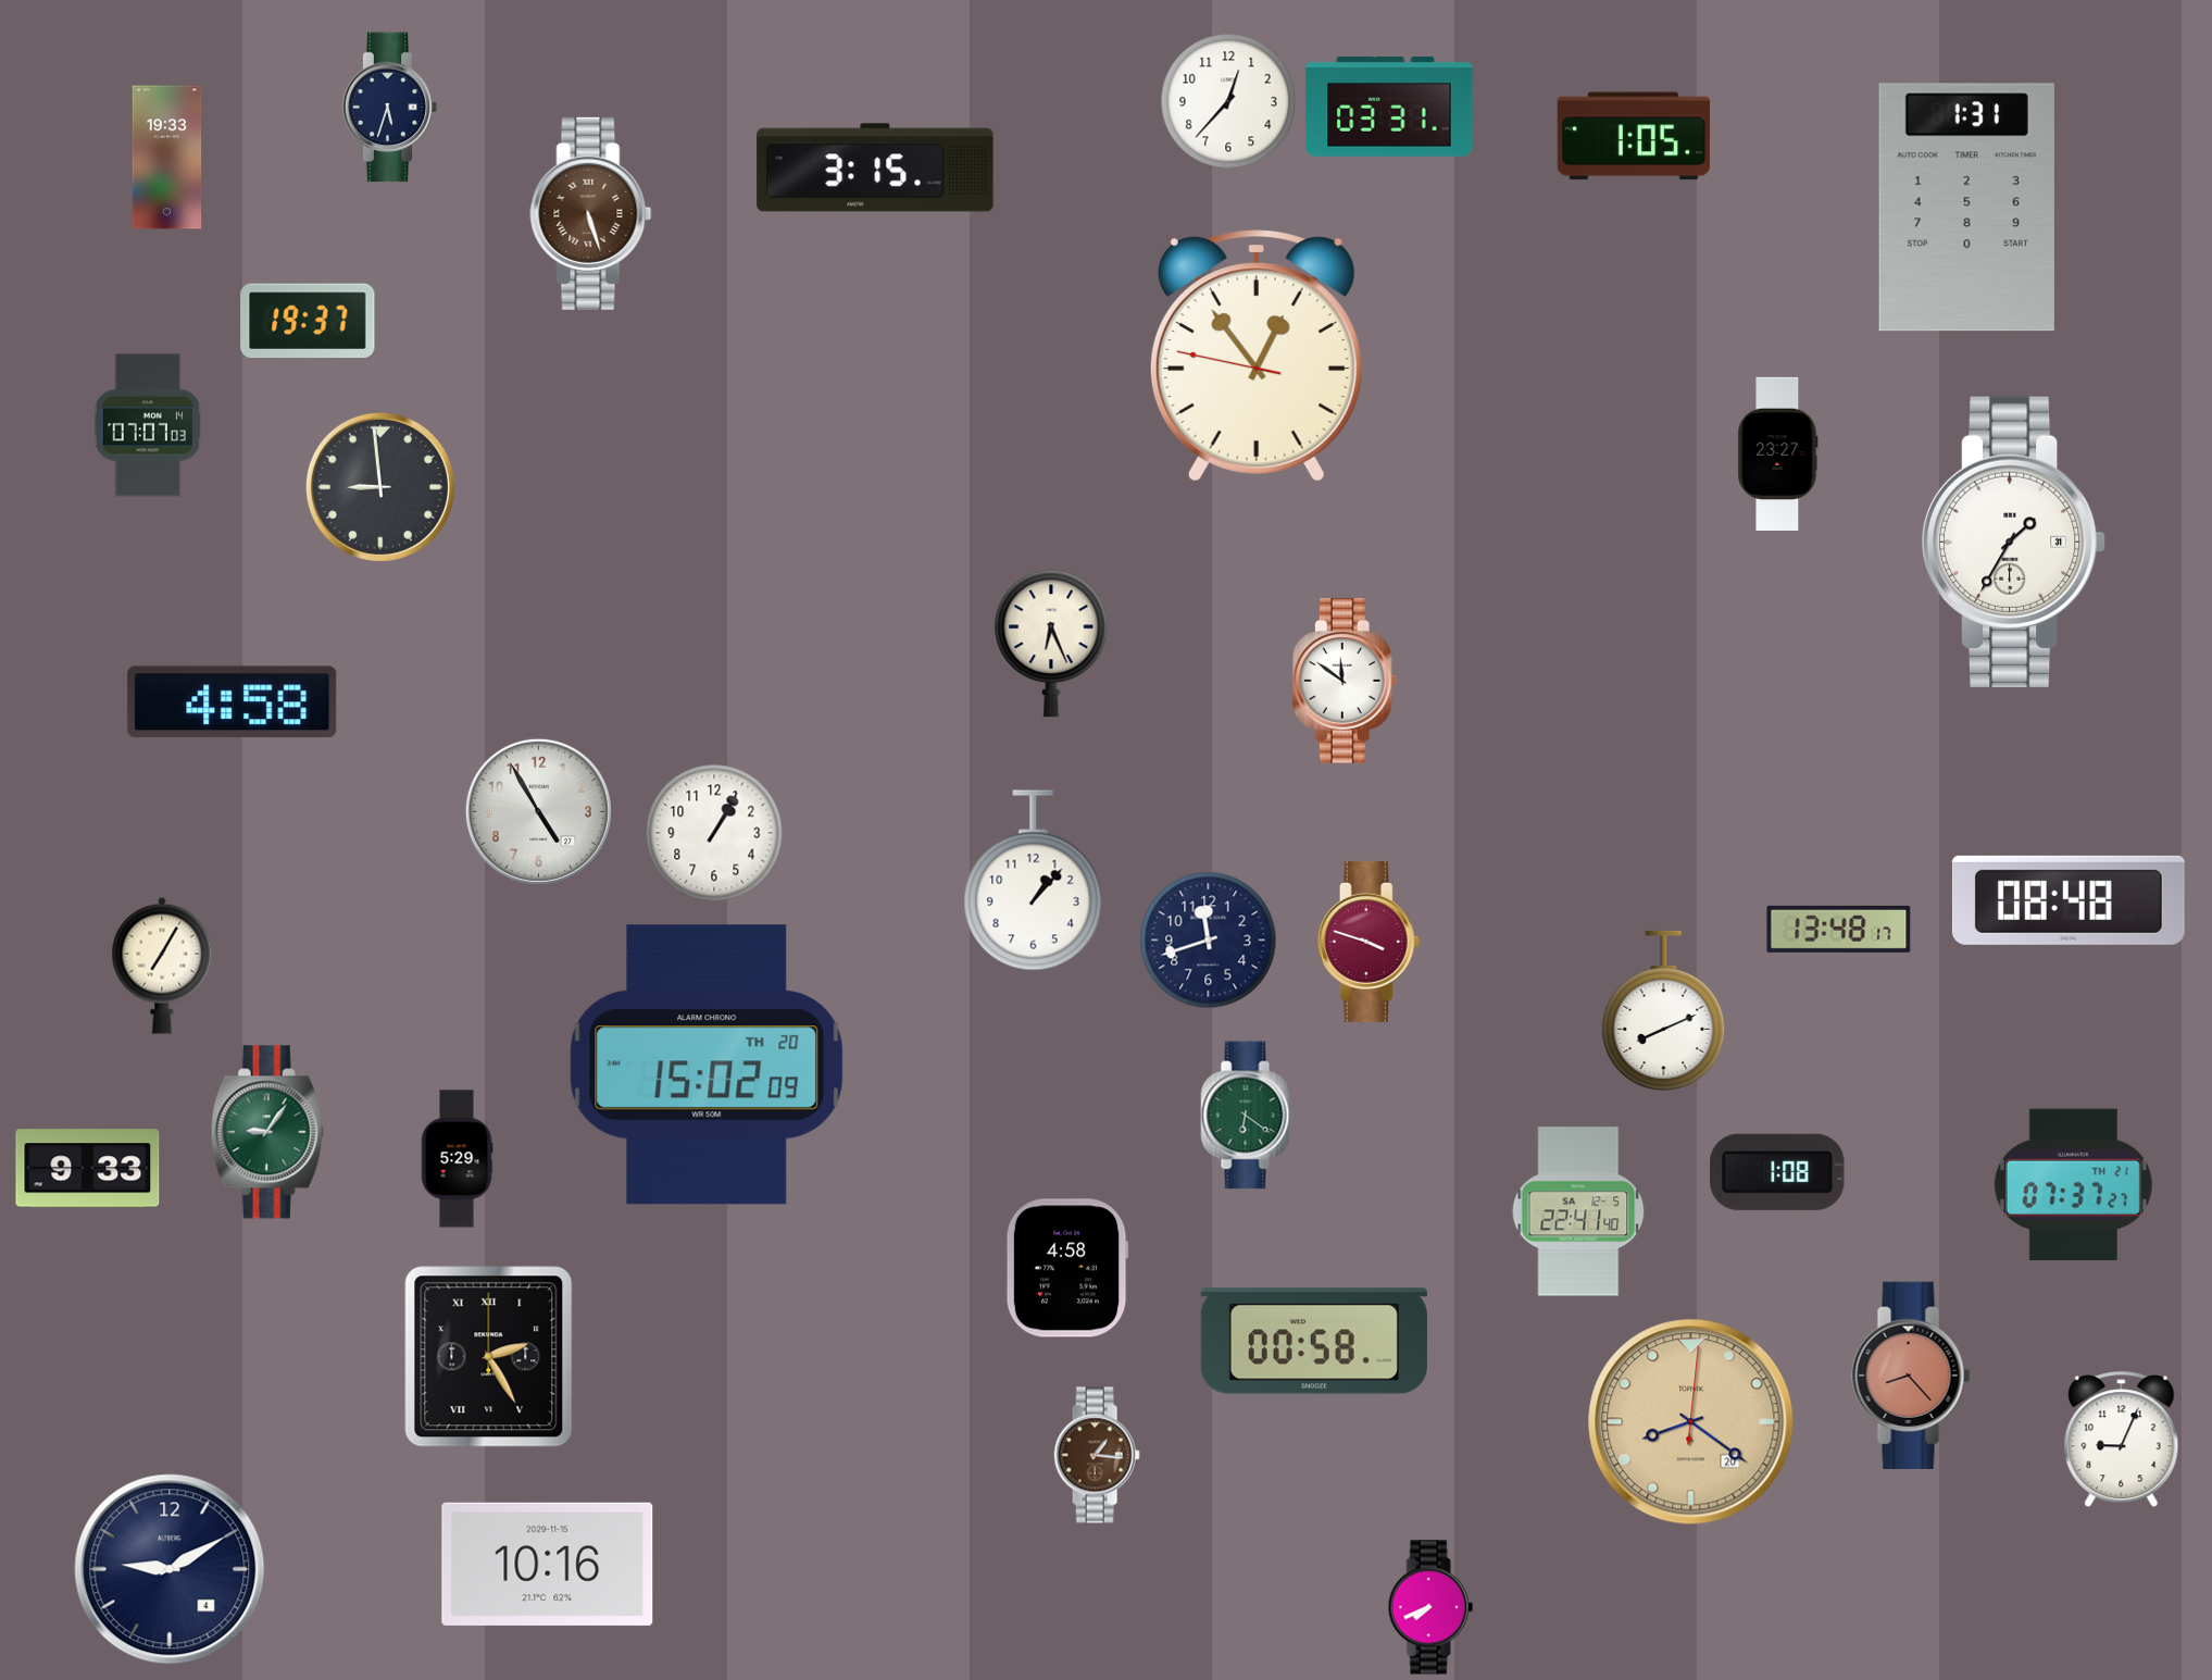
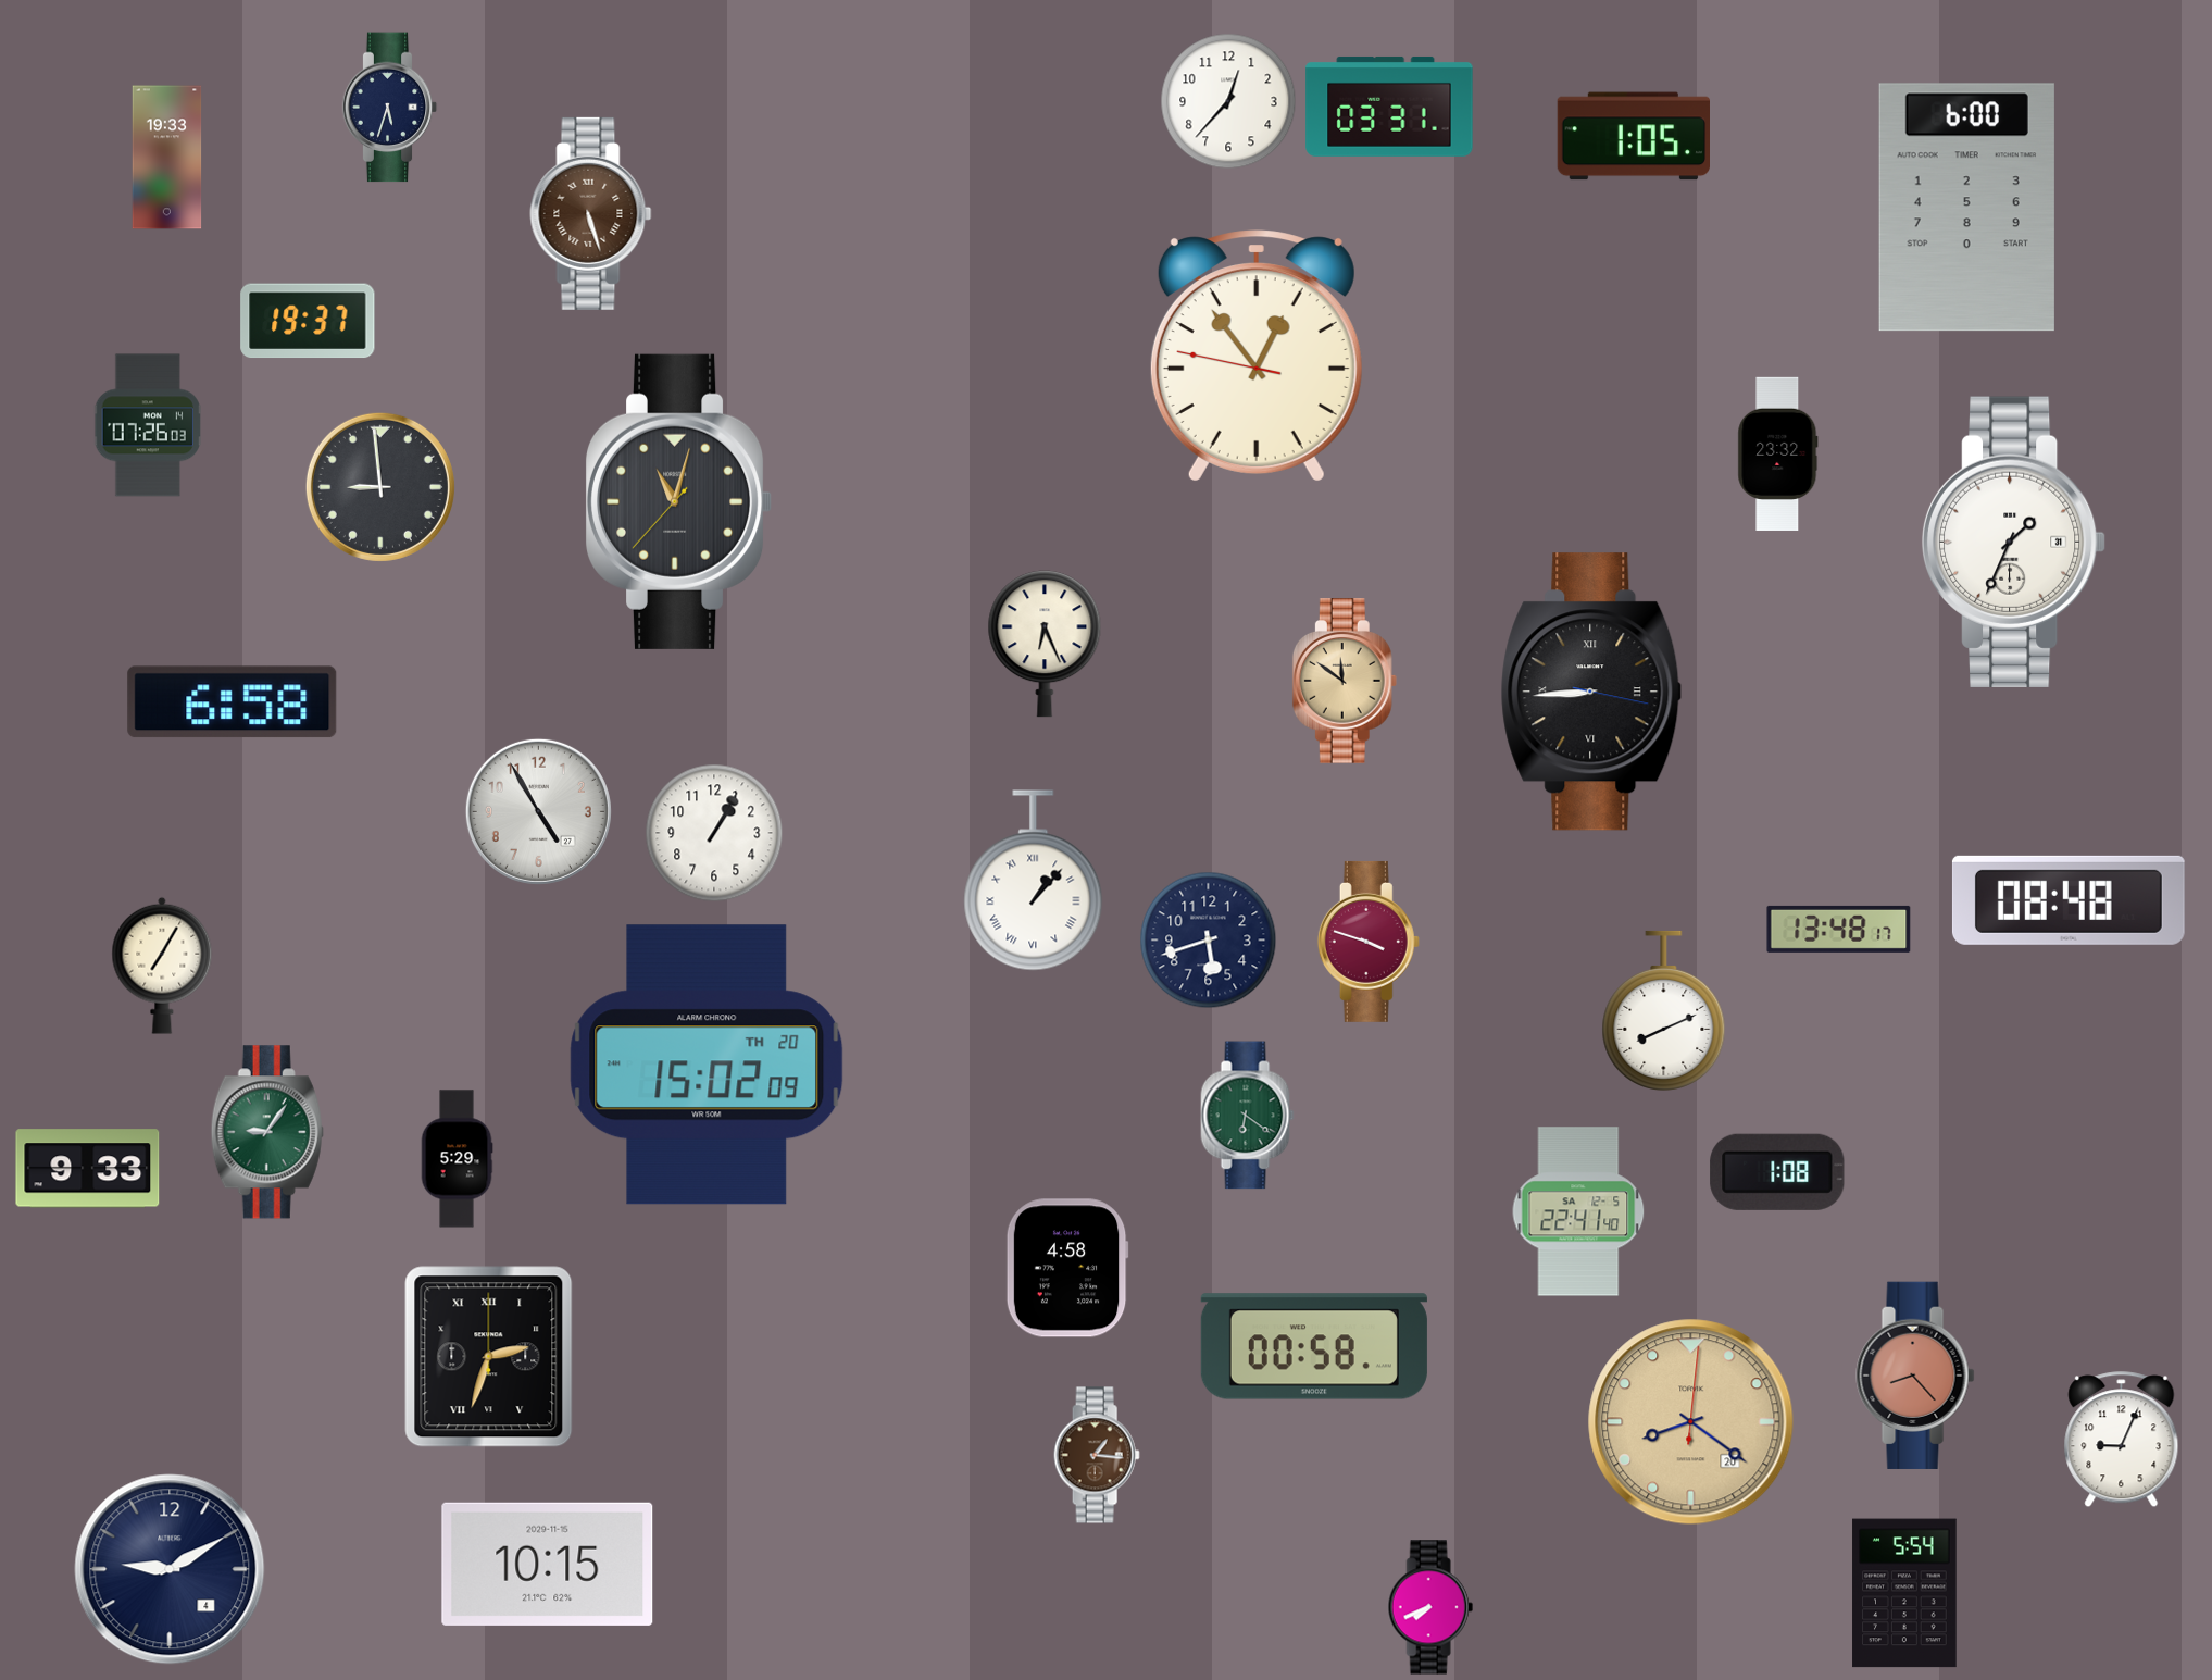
clock at (875, 167): 3:15 -> none
clock at (1966, 208): 1:31 -> 6:00
clock at (148, 425): 07:07 -> 07:26
clock at (1778, 453): 23:27 -> 23:32
clock at (678, 501): none -> 11:02
clock at (2014, 542): 1:35 -> 1:34
clock at (1051, 644) position: (1051, 644) -> (1045, 644)
clock at (1345, 681) dial: white -> champagne
clock at (1591, 692): none -> 8:44
clock at (233, 702): 4:58 -> 6:58
clock at (1034, 881) numerals: Arabic -> Roman
clock at (1209, 941): 11:42 -> 5:42
clock at (2073, 1184): 07:37 -> none
clock at (1314, 1341) position: (1314, 1341) -> (1314, 1346)
clock at (489, 1357): 2:25 -> 2:33
clock at (1911, 1376) position: (1911, 1376) -> (1915, 1376)
clock at (548, 1564): 10:16 -> 10:15
clock at (1904, 1593): none -> 5:54
